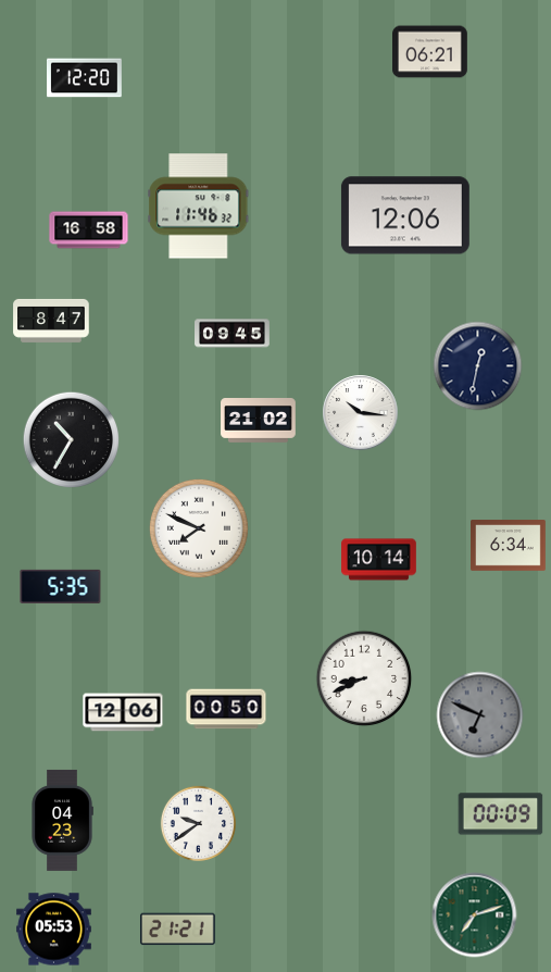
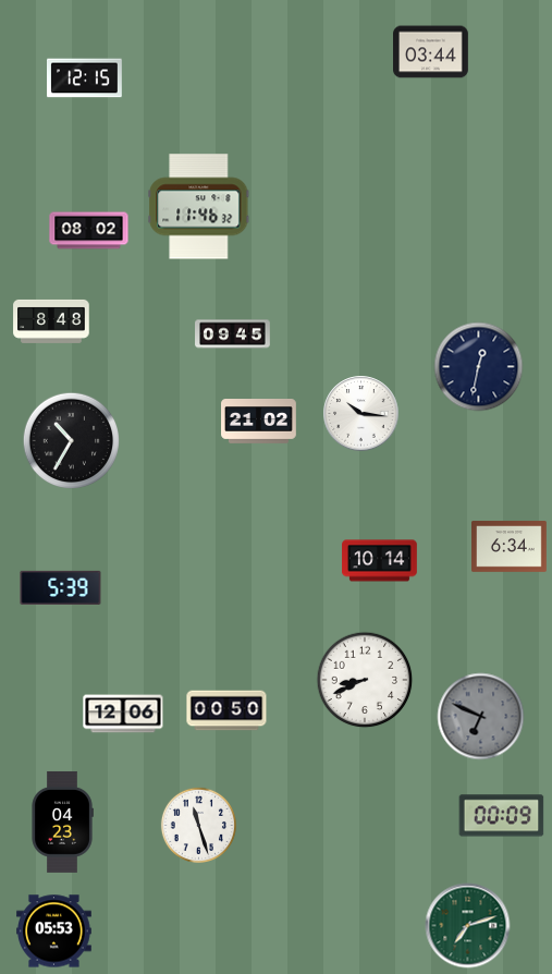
clock at (430, 52): 06:21 -> 03:44
clock at (85, 78): 12:20 -> 12:15
clock at (405, 215): 12:06 -> none
clock at (89, 230): 16:58 -> 08:02
clock at (51, 321): 8:47 -> 8:48
clock at (199, 528): 7:49 -> none
clock at (61, 586): 5:35 -> 5:39
clock at (198, 823): 9:39 -> 11:27
clock at (475, 915) position: (475, 915) -> (468, 926)
clock at (177, 930): 21:21 -> none
